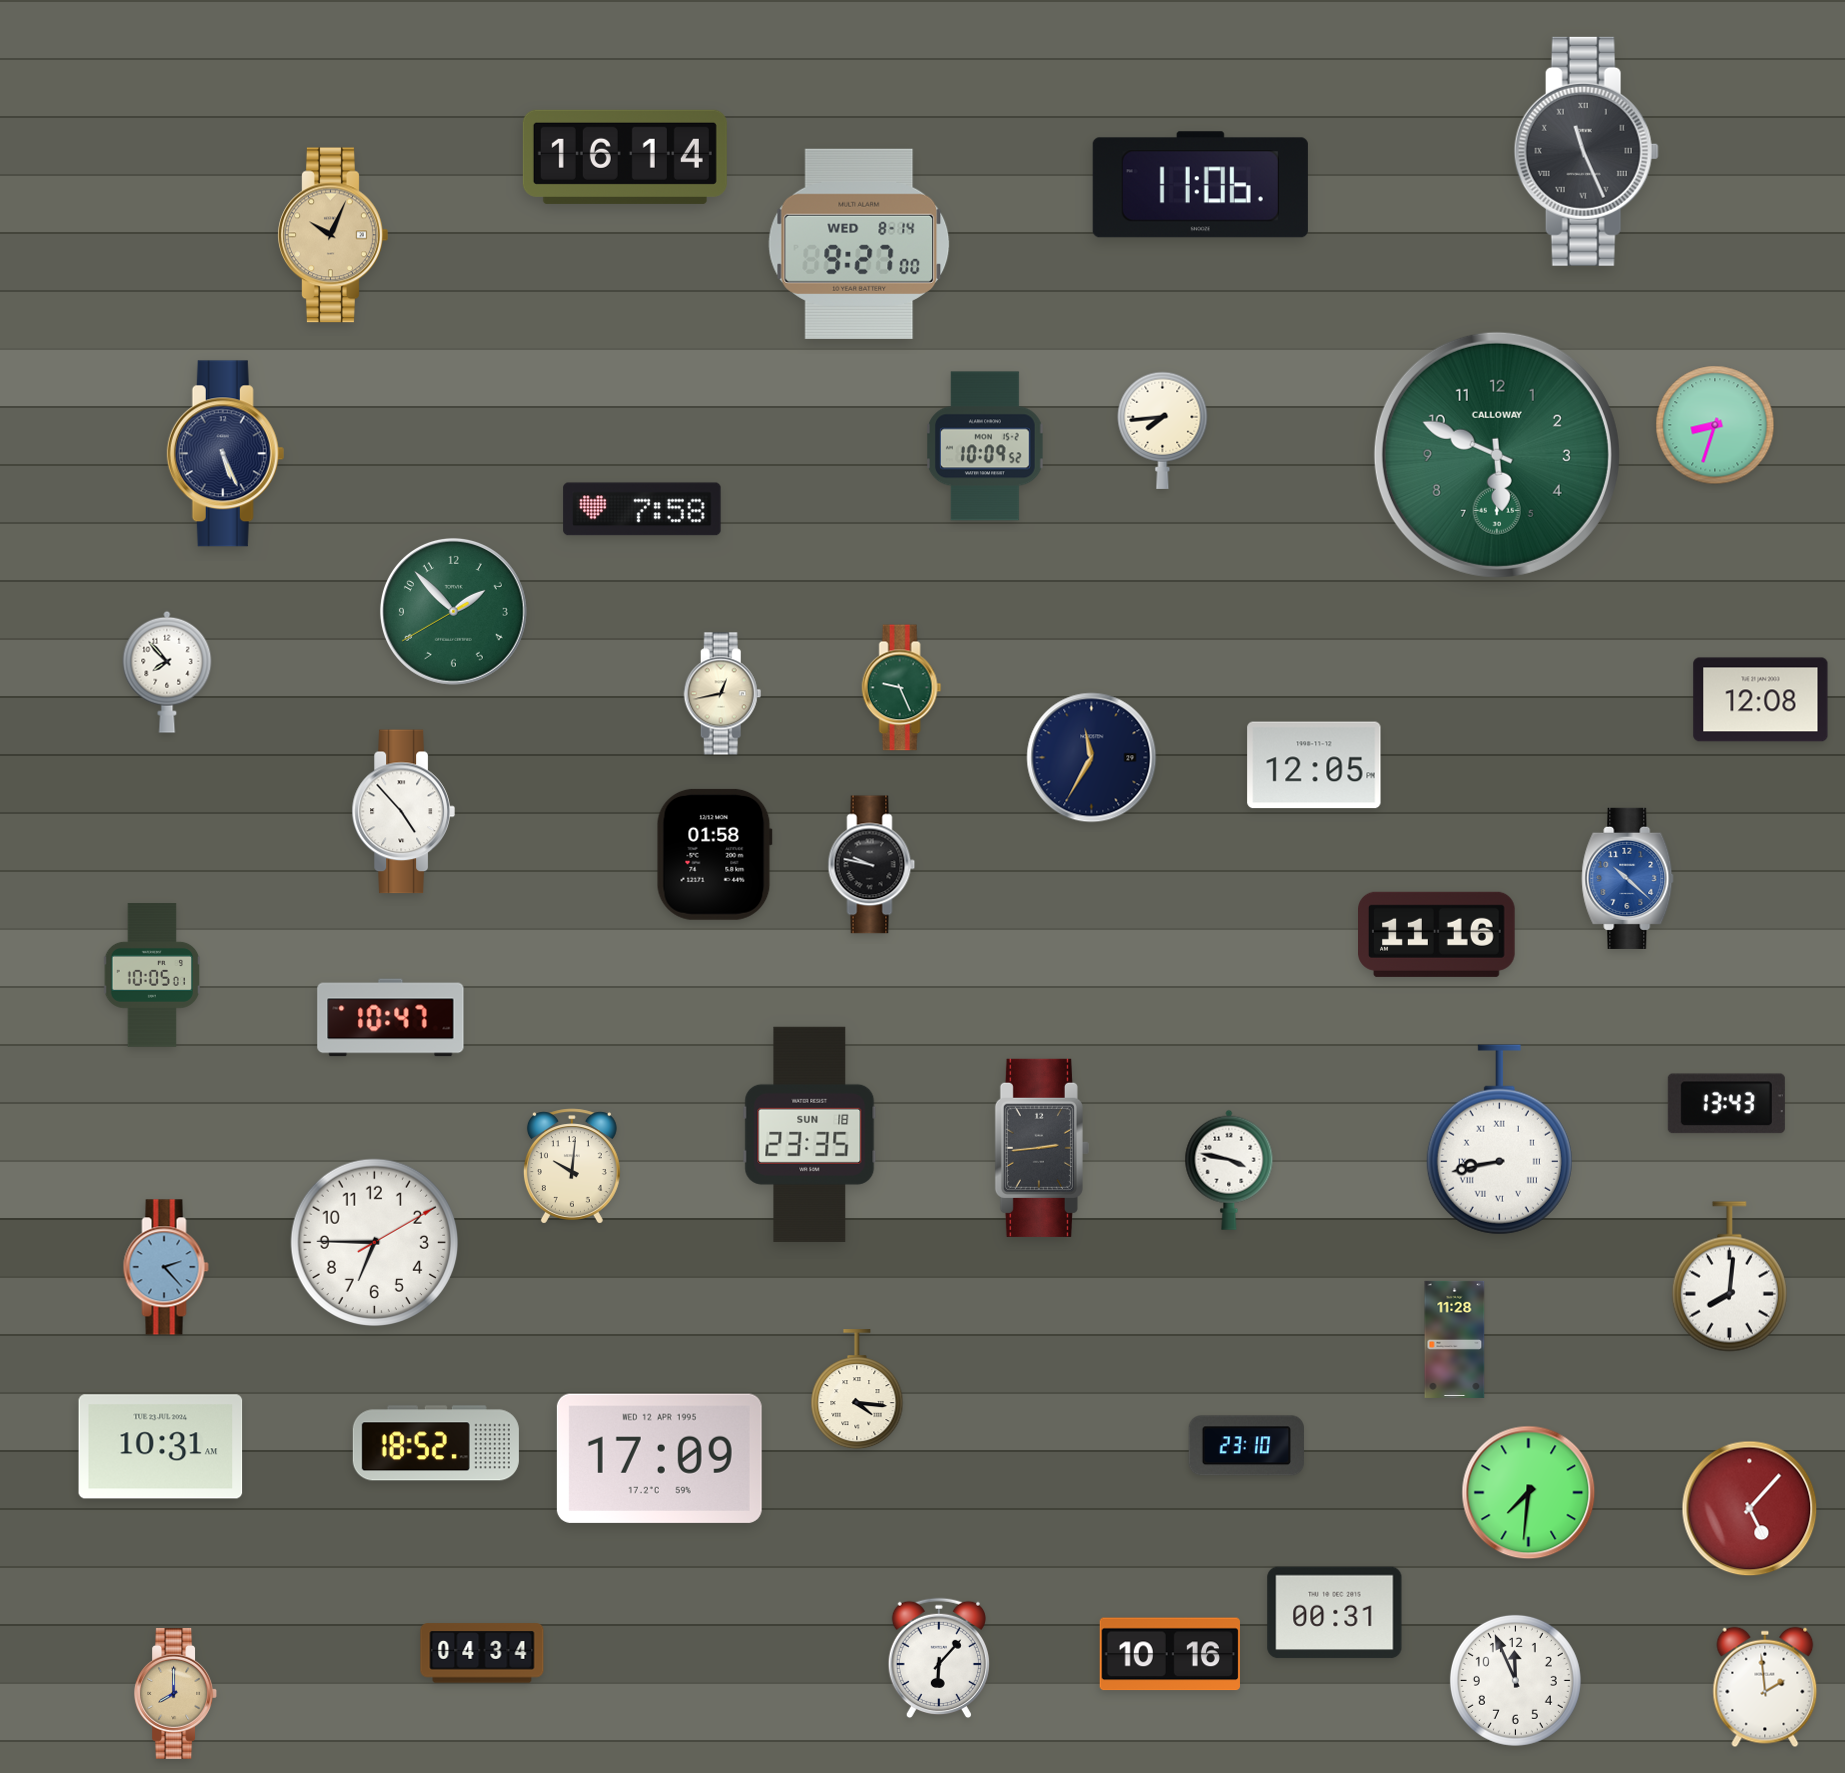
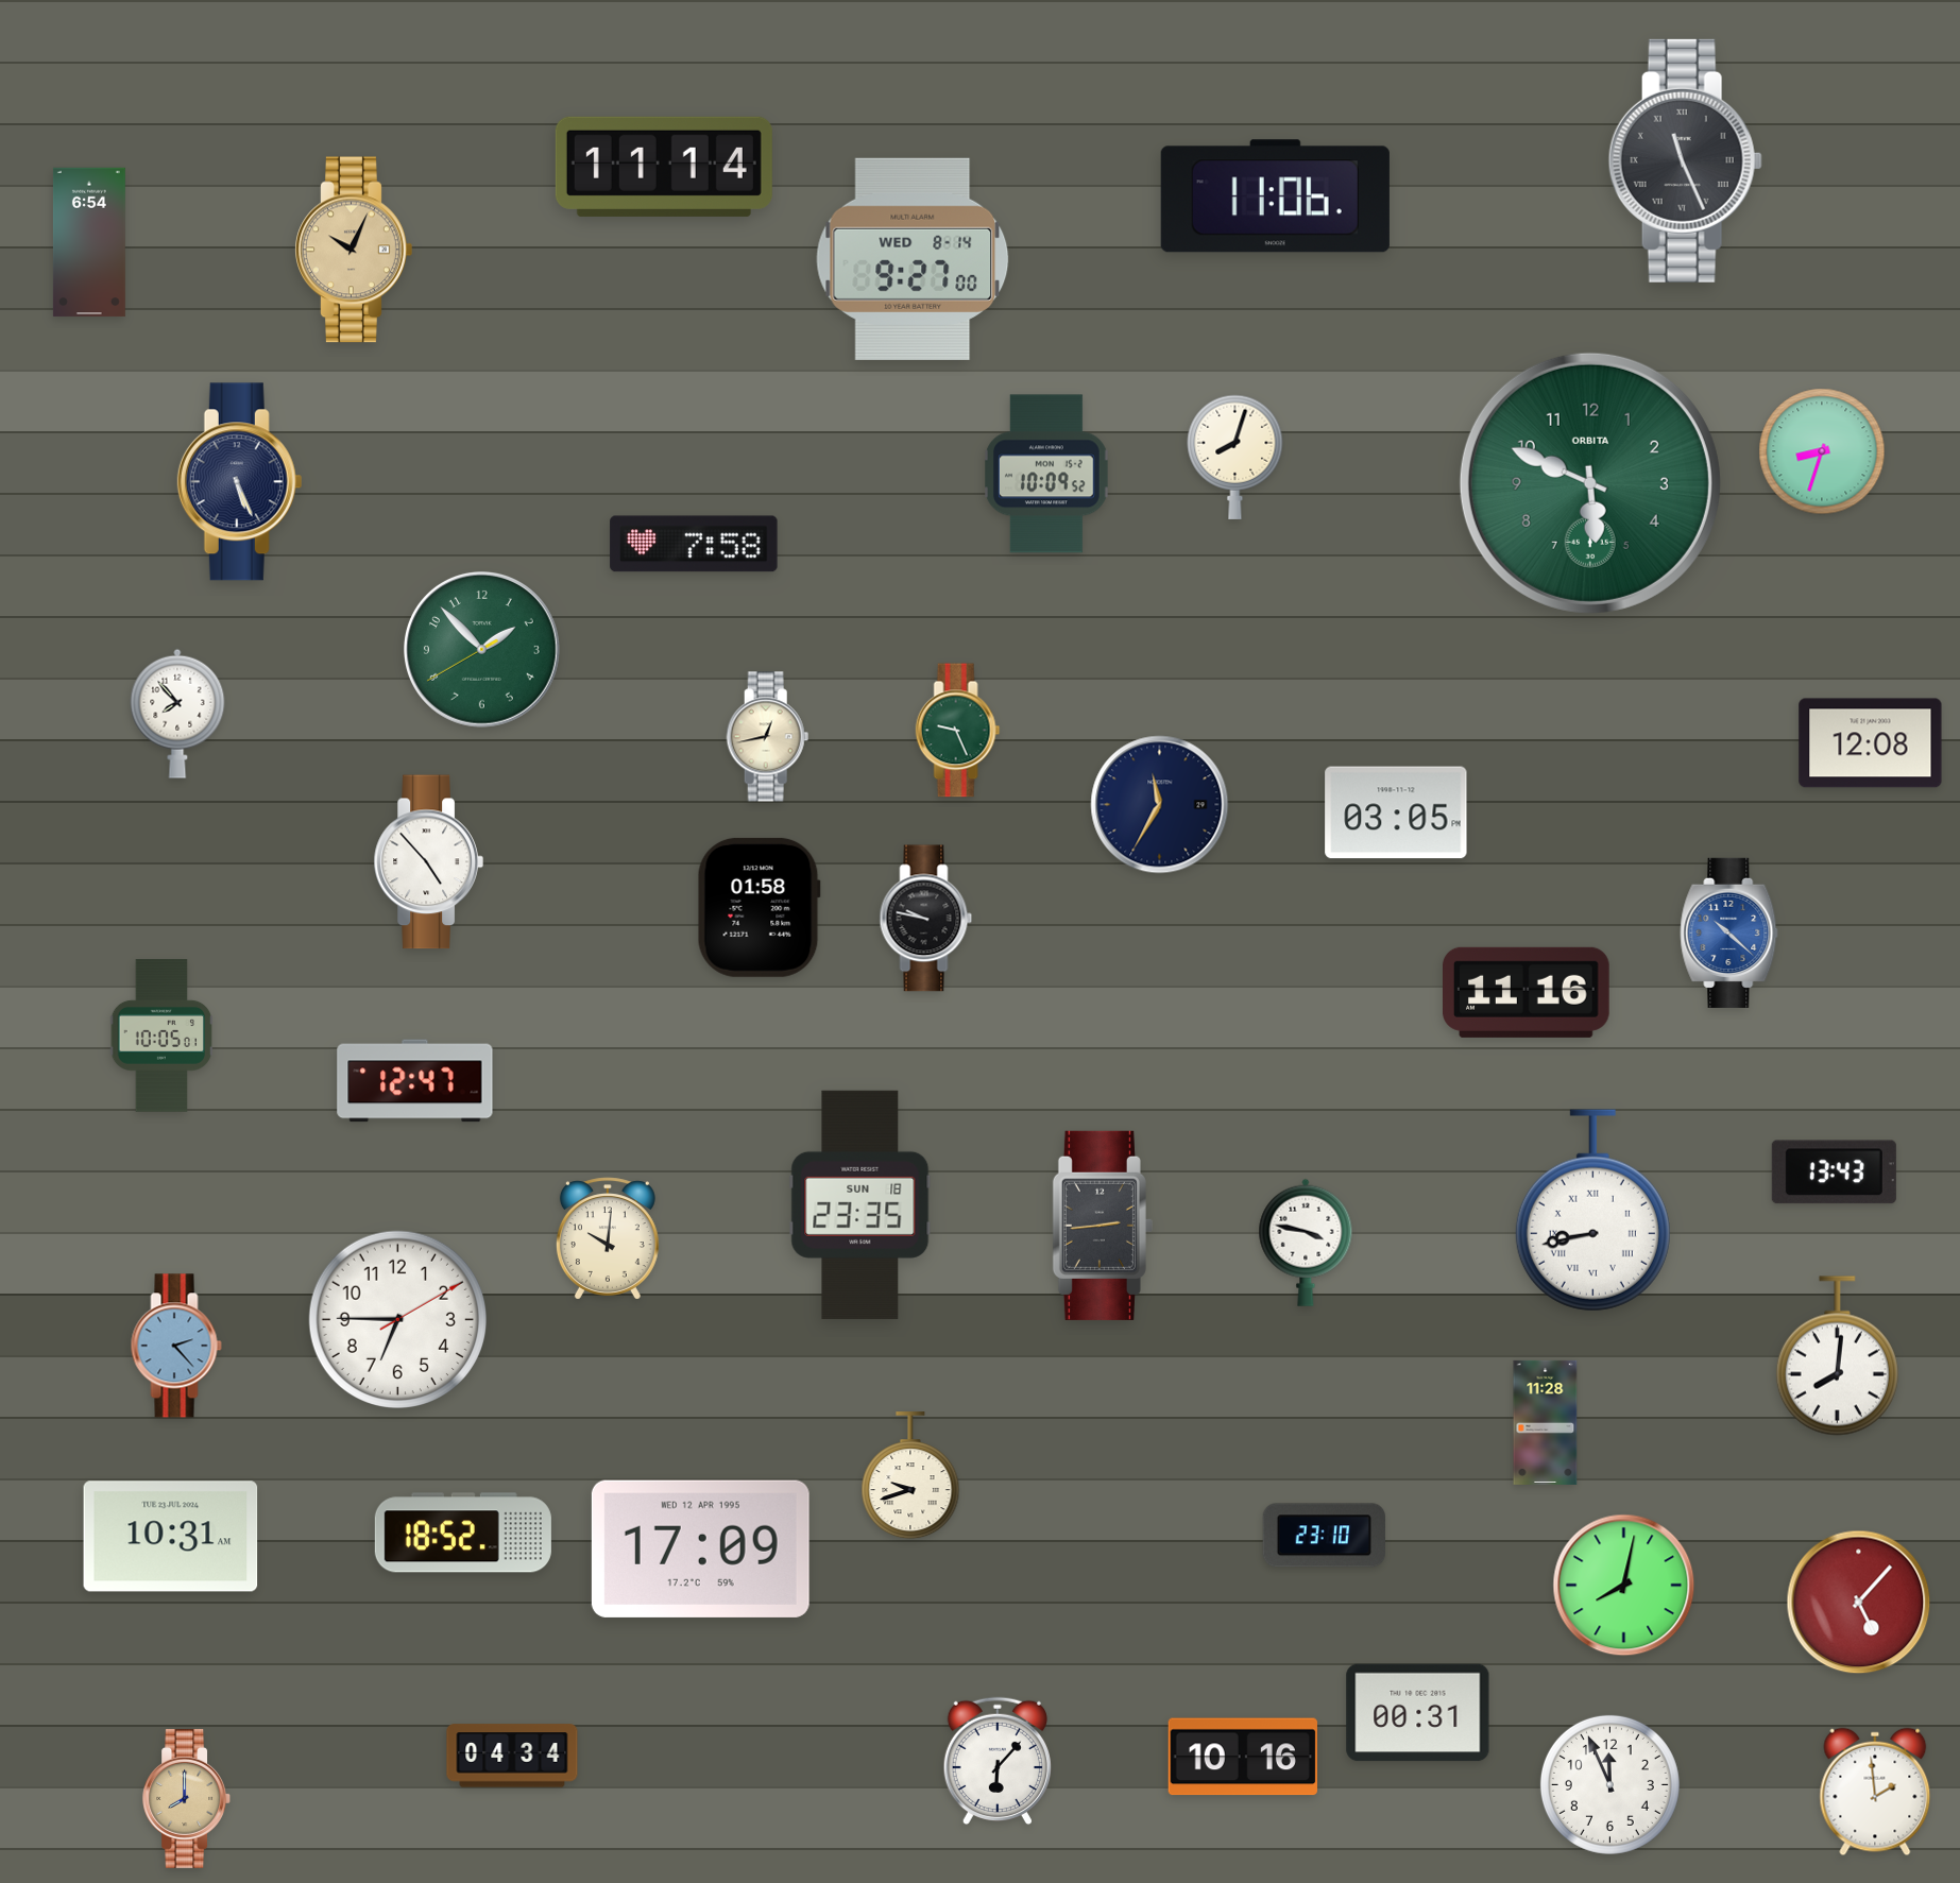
clock at (625, 157): 16:14 -> 11:14
clock at (89, 242): none -> 6:54
clock at (1163, 430): 7:44 -> 8:03
clock at (1497, 455) brand: CALLOWAY -> ORBITA
clock at (642, 509) position: (642, 509) -> (694, 544)
clock at (1314, 765): 12:05 -> 03:05
clock at (391, 1018): 10:47 -> 12:47
clock at (1042, 1148) position: (1042, 1148) -> (1103, 1226)
clock at (857, 1390): 4:16 -> 9:42
clock at (1529, 1493): 7:31 -> 8:02
